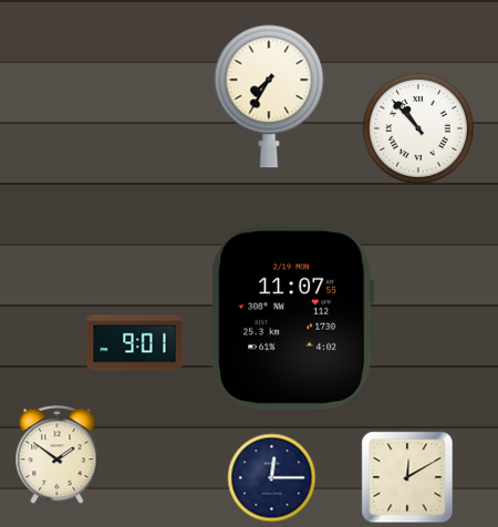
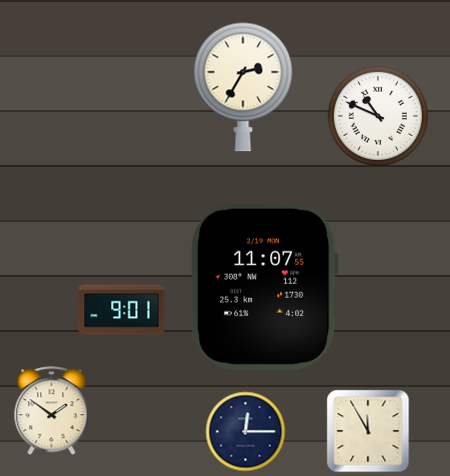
clock at (269, 96): 7:35 -> 2:35
clock at (418, 128): 10:53 -> 10:49
clock at (407, 477): 12:10 -> 11:55
